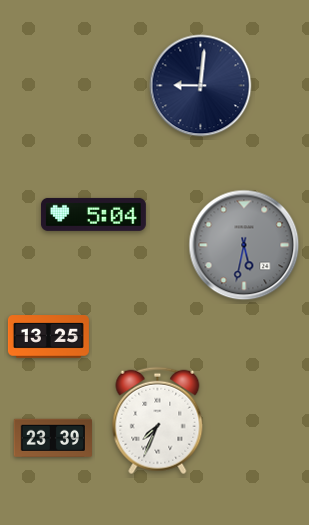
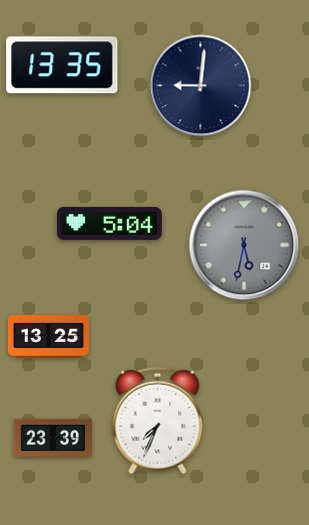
clock at (62, 65): none -> 13:35
clock at (93, 214) position: (93, 214) -> (109, 223)
